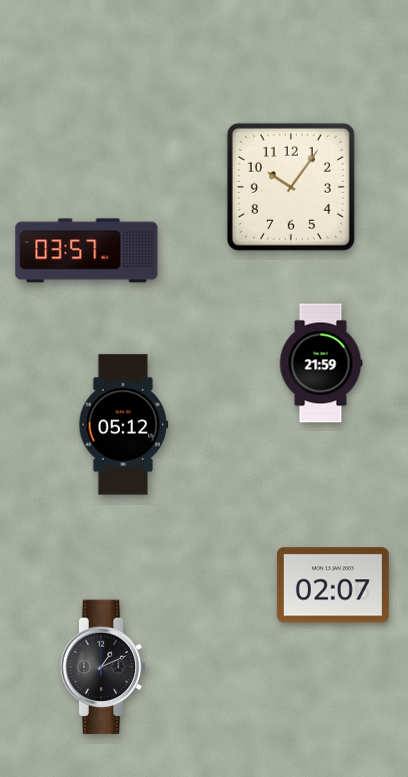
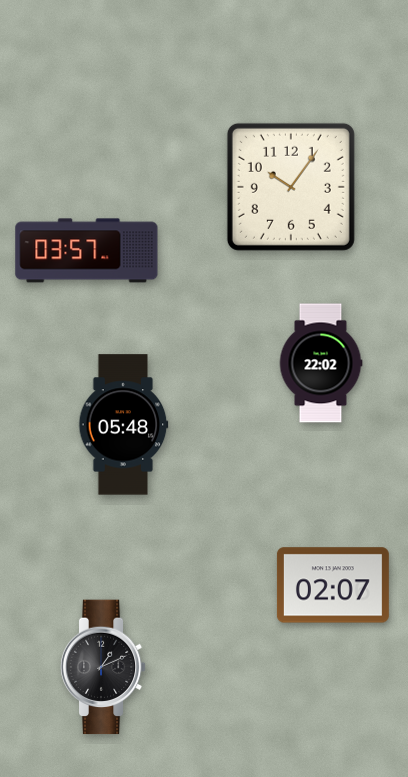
clock at (321, 363): 21:59 -> 22:02
clock at (124, 425): 05:12 -> 05:48
